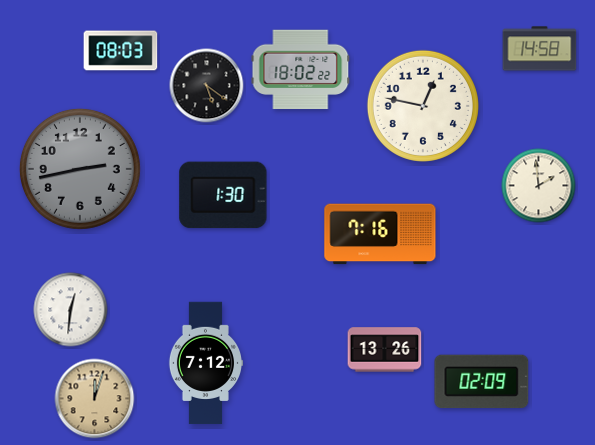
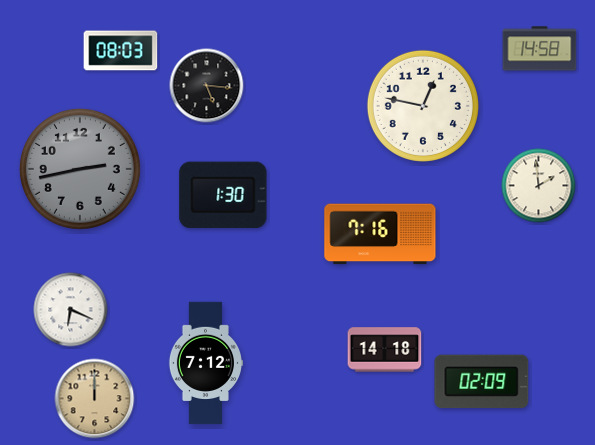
clock at (301, 70): 18:02 -> none
clock at (207, 86): 5:21 -> 5:16
clock at (71, 310): 12:31 -> 6:19
clock at (385, 350): 13:26 -> 14:18
clock at (95, 399): 12:03 -> 12:00
